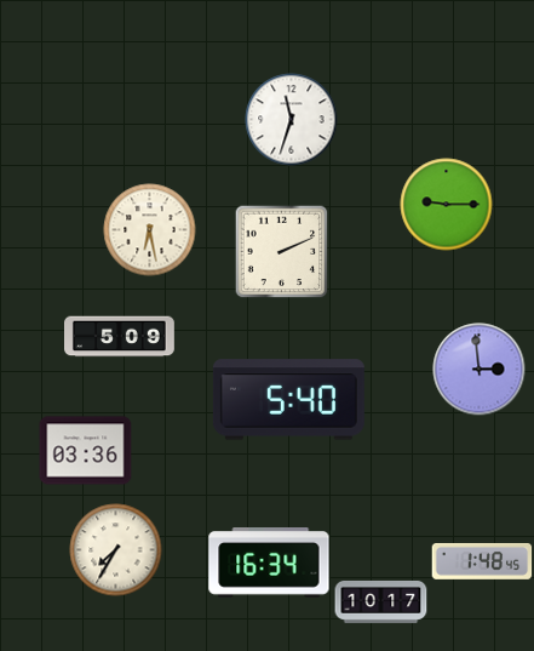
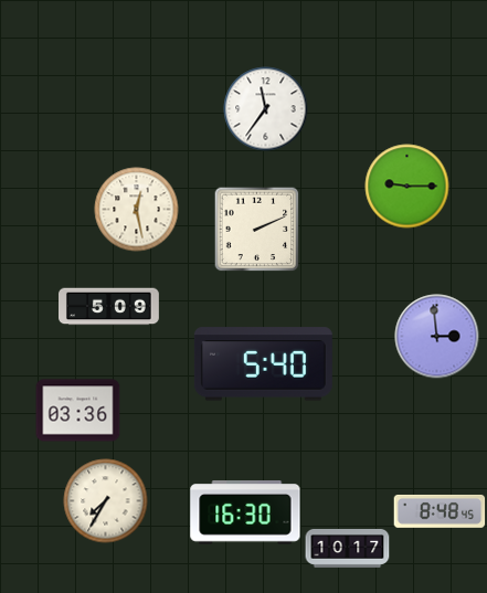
clock at (292, 120): 11:33 -> 11:36
clock at (150, 230): 6:28 -> 12:28
clock at (482, 561): 1:48 -> 8:48
clock at (269, 564): 16:34 -> 16:30
